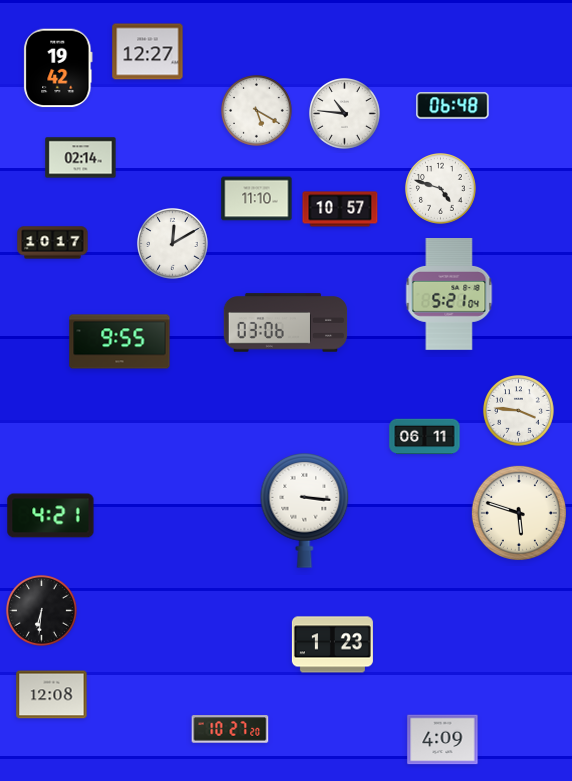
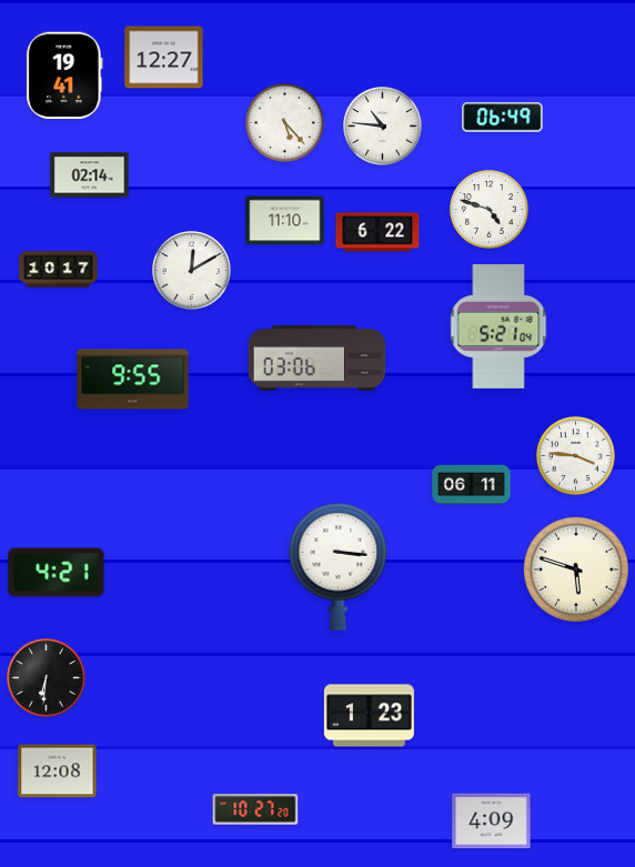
clock at (58, 68): 19:42 -> 19:41
clock at (453, 106): 06:48 -> 06:49
clock at (257, 111): 5:20 -> 5:23
clock at (340, 209): 10:57 -> 6:22
